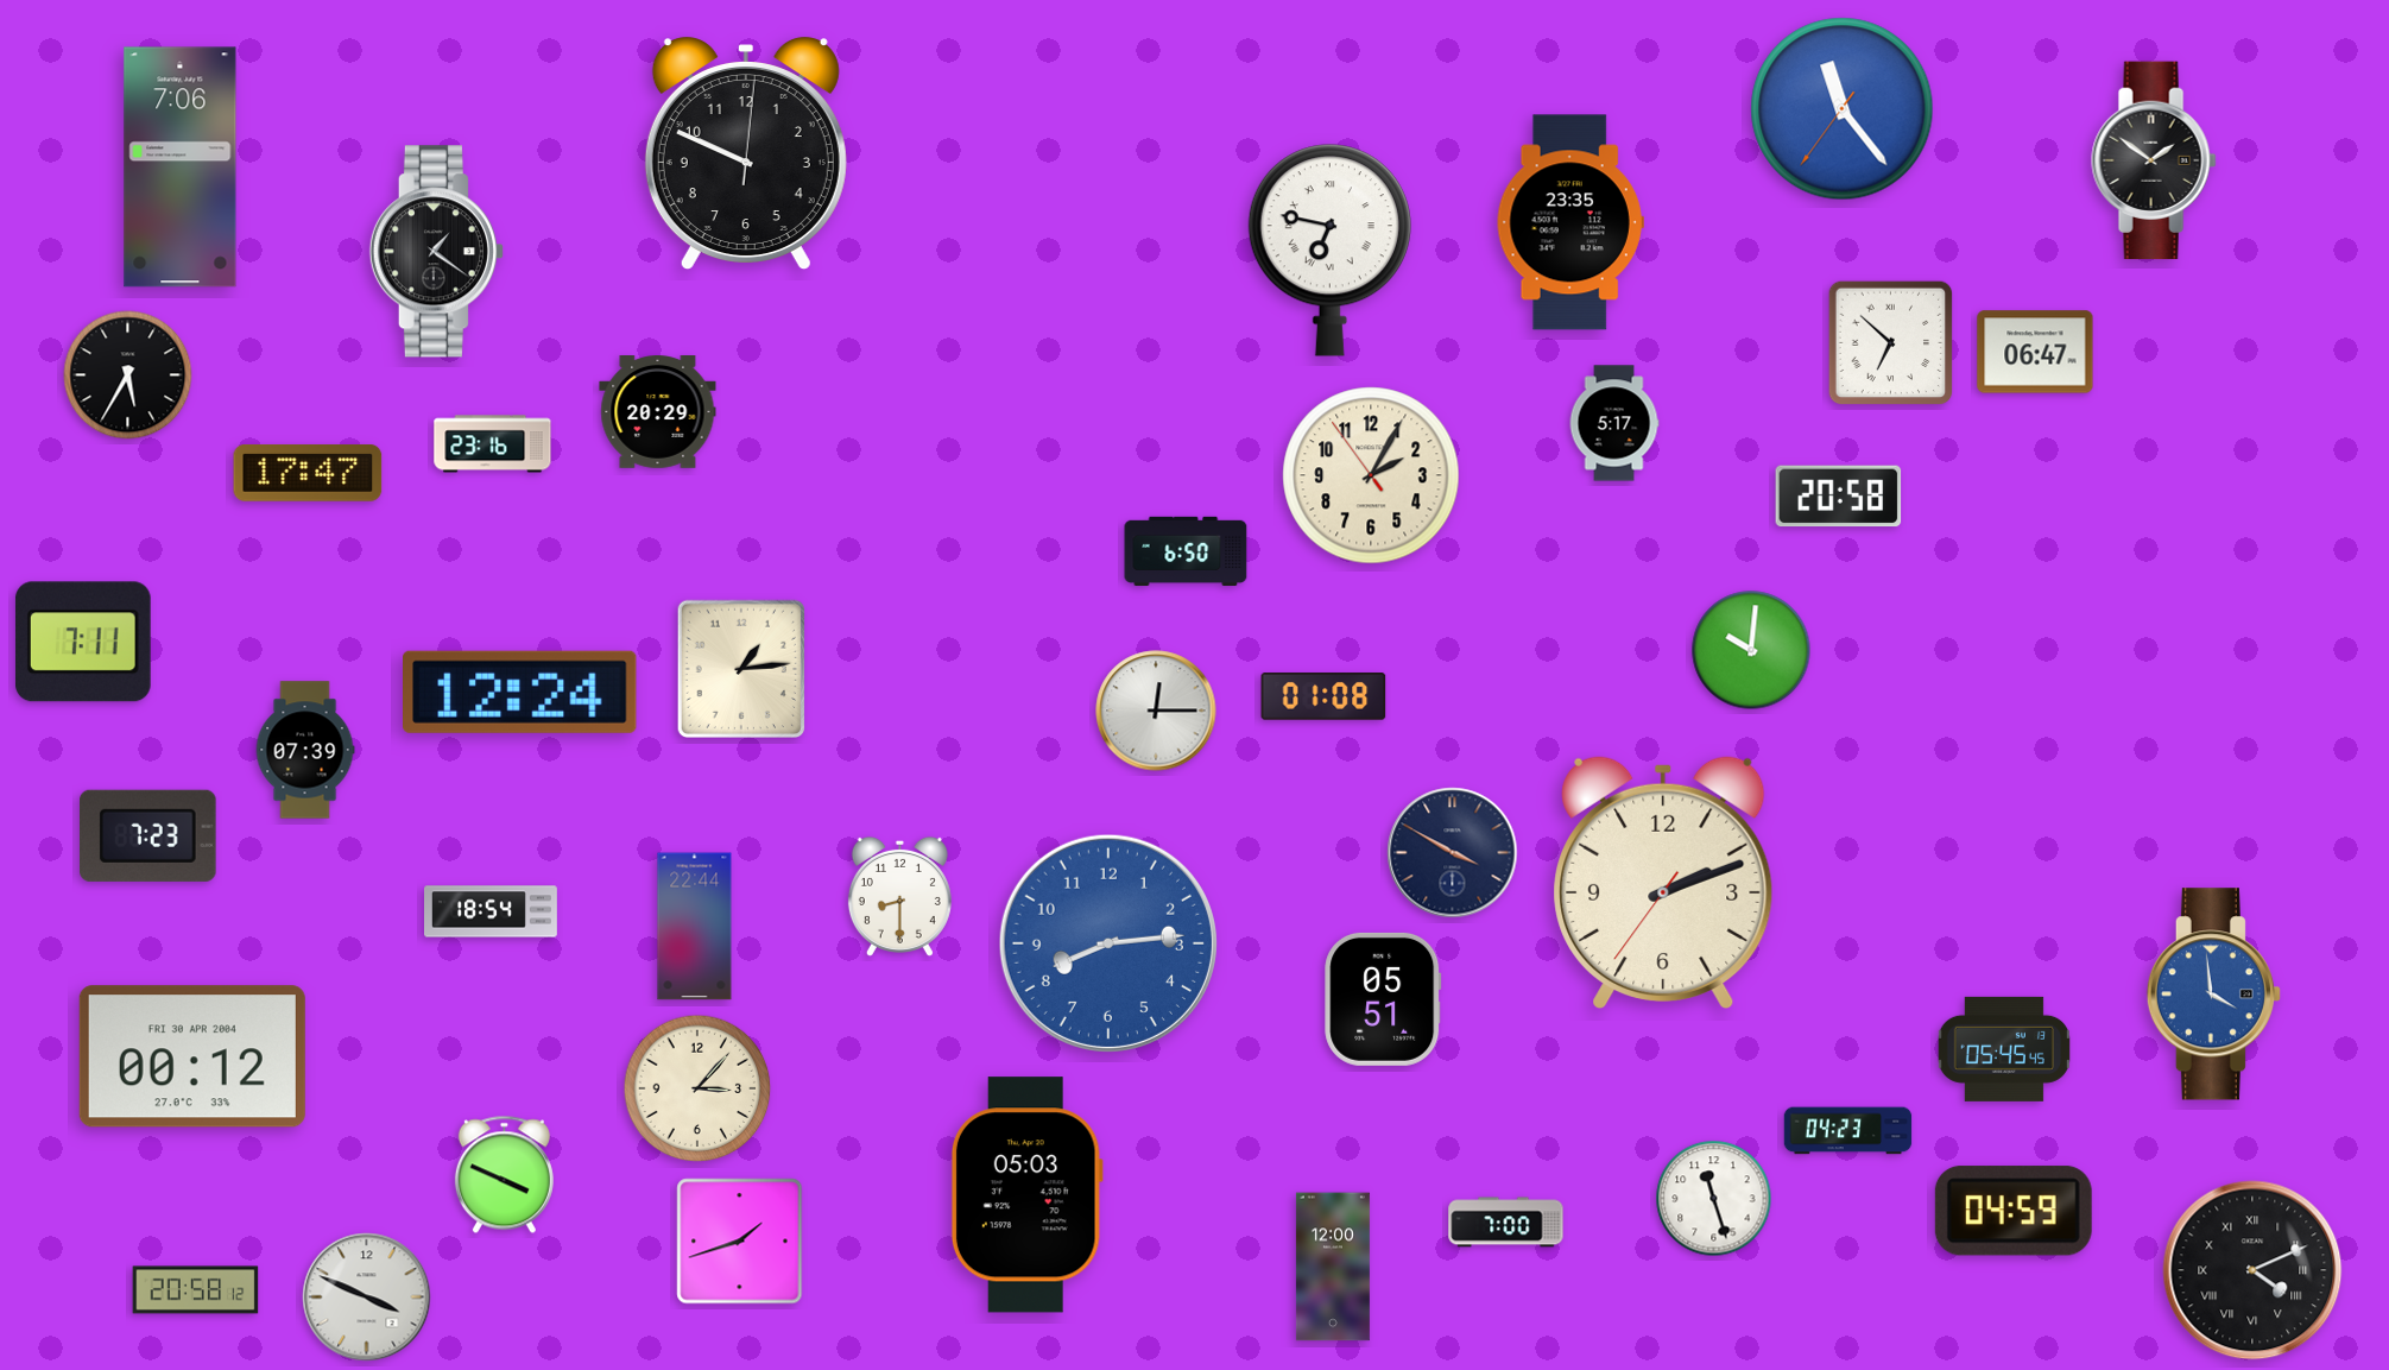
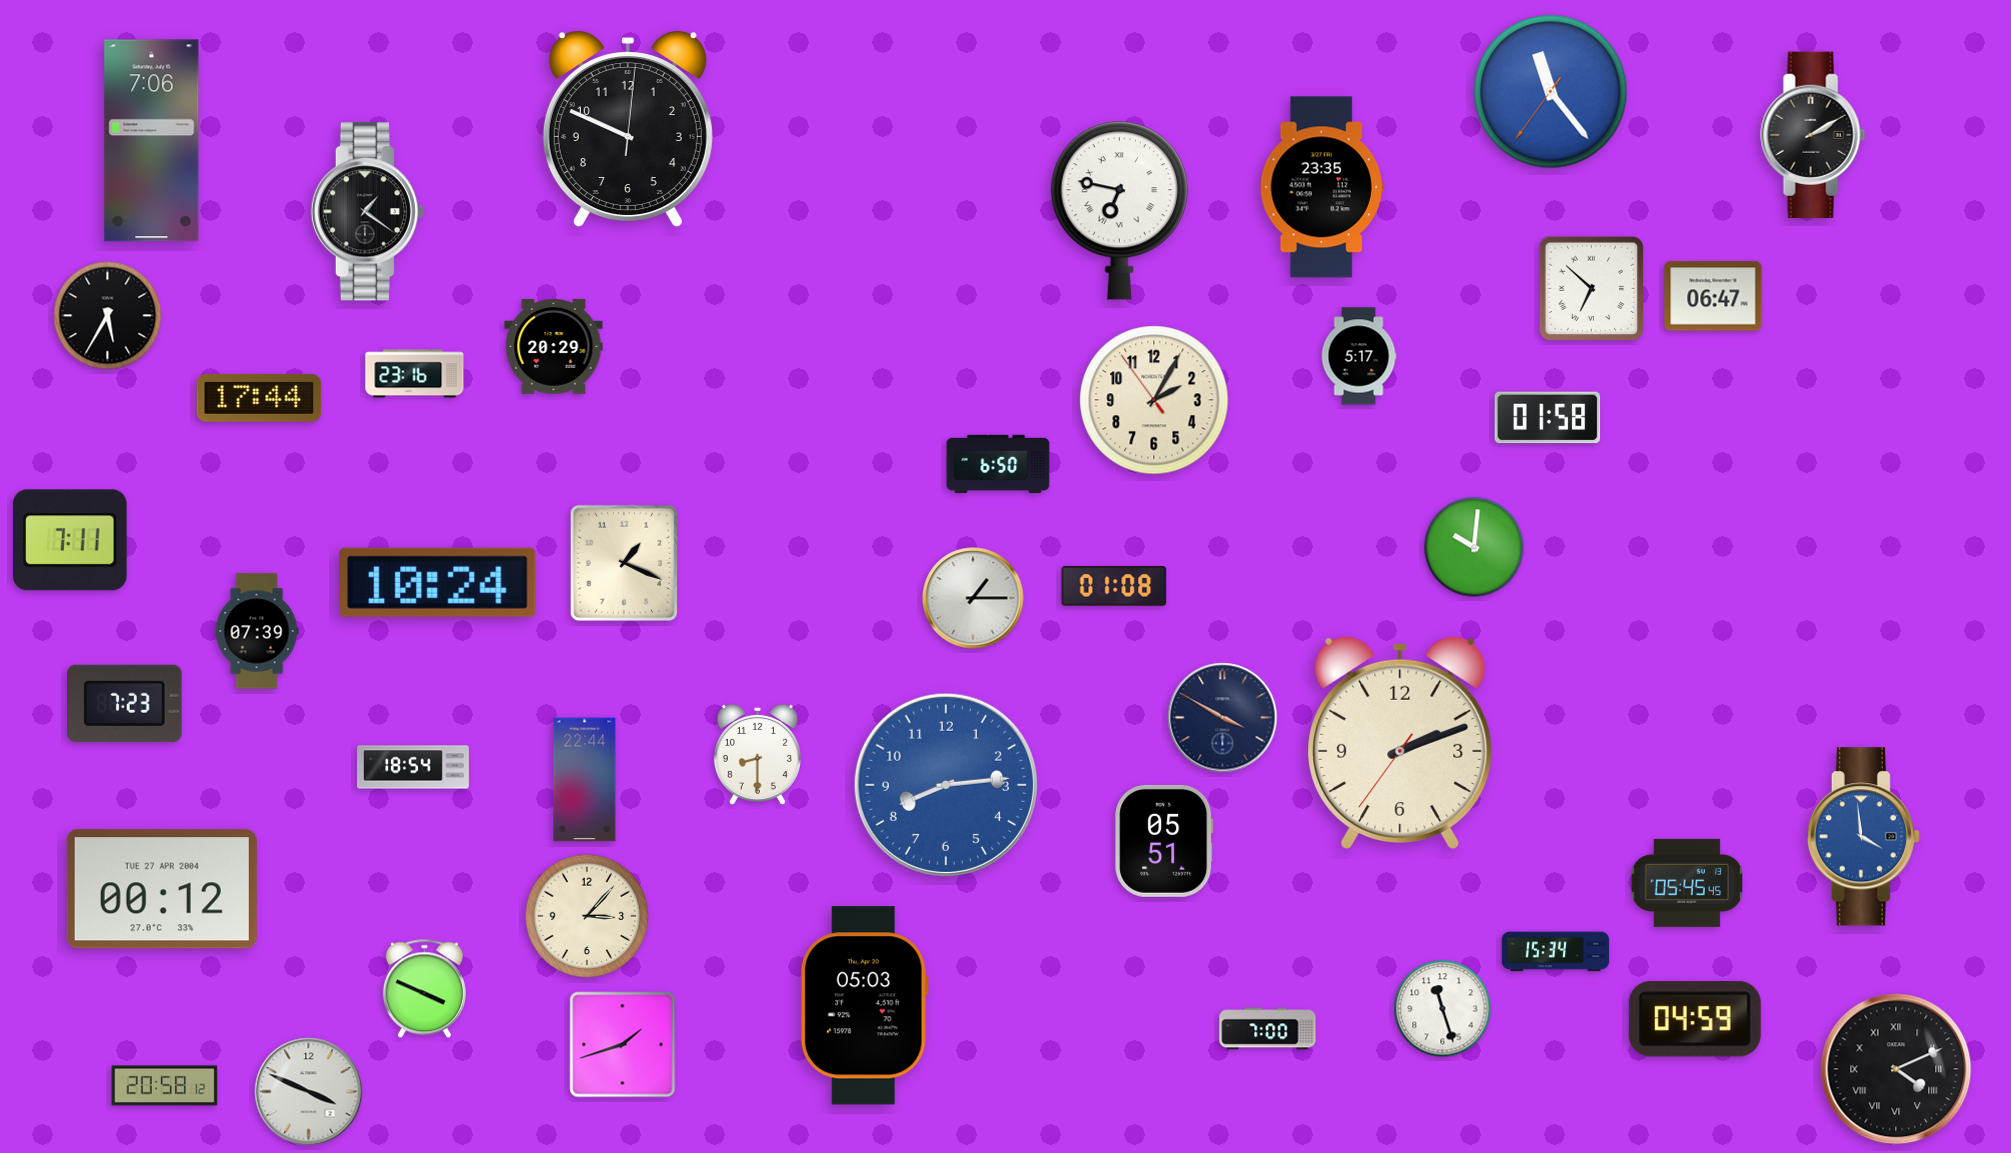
clock at (2154, 160): 1:51 -> 2:10
clock at (308, 474): 17:47 -> 17:44
clock at (1839, 497): 20:58 -> 01:58
clock at (740, 668): 1:14 -> 1:19
clock at (520, 692): 12:24 -> 10:24
clock at (1156, 711): 12:15 -> 1:15
clock at (1108, 943) position: (1108, 943) -> (946, 785)
clock at (192, 1056) date: FRI 30 APR 2004 -> TUE 27 APR 2004
clock at (1848, 1131): 04:23 -> 15:34
clock at (1333, 1267): 12:00 -> none
